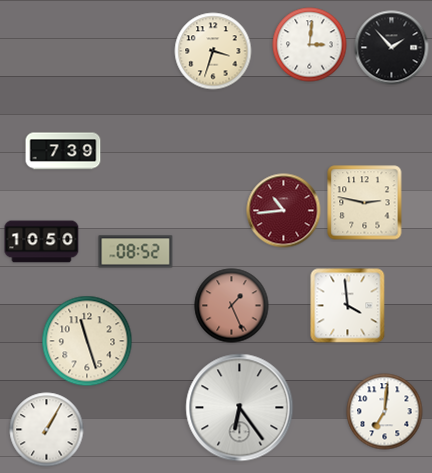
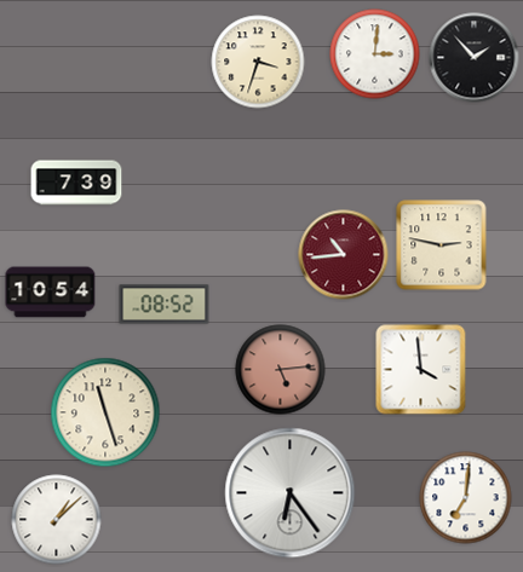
clock at (42, 242): 10:50 -> 10:54
clock at (232, 306): 1:26 -> 5:14
clock at (47, 430): 1:05 -> 1:08
